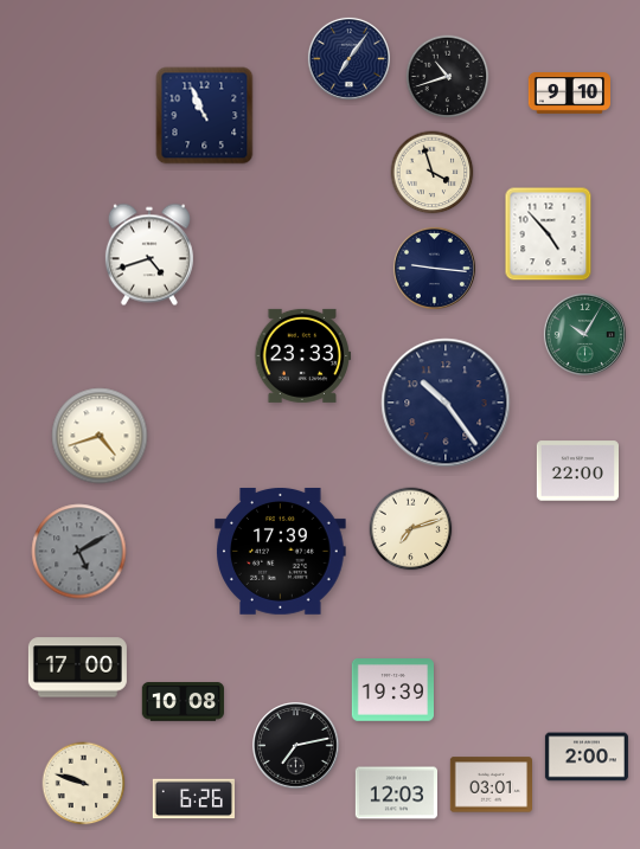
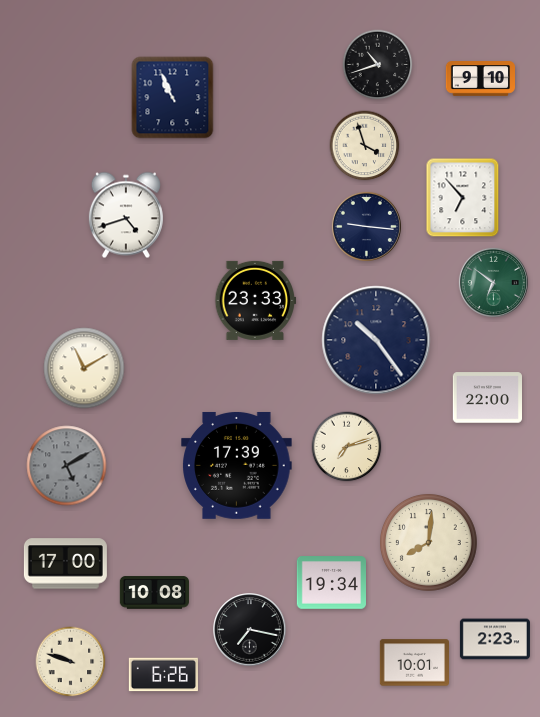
clock at (348, 58): 7:06 -> none
clock at (549, 234): 4:53 -> 6:53
clock at (584, 334): 10:05 -> 6:51
clock at (100, 436): 4:42 -> 11:10
clock at (428, 542): none -> 8:01
clock at (392, 690): 19:39 -> 19:34
clock at (296, 746): 7:13 -> 7:17
clock at (587, 757): 2:00 -> 2:23
clock at (491, 785): 03:01 -> 10:01
clock at (396, 793): 12:03 -> none
